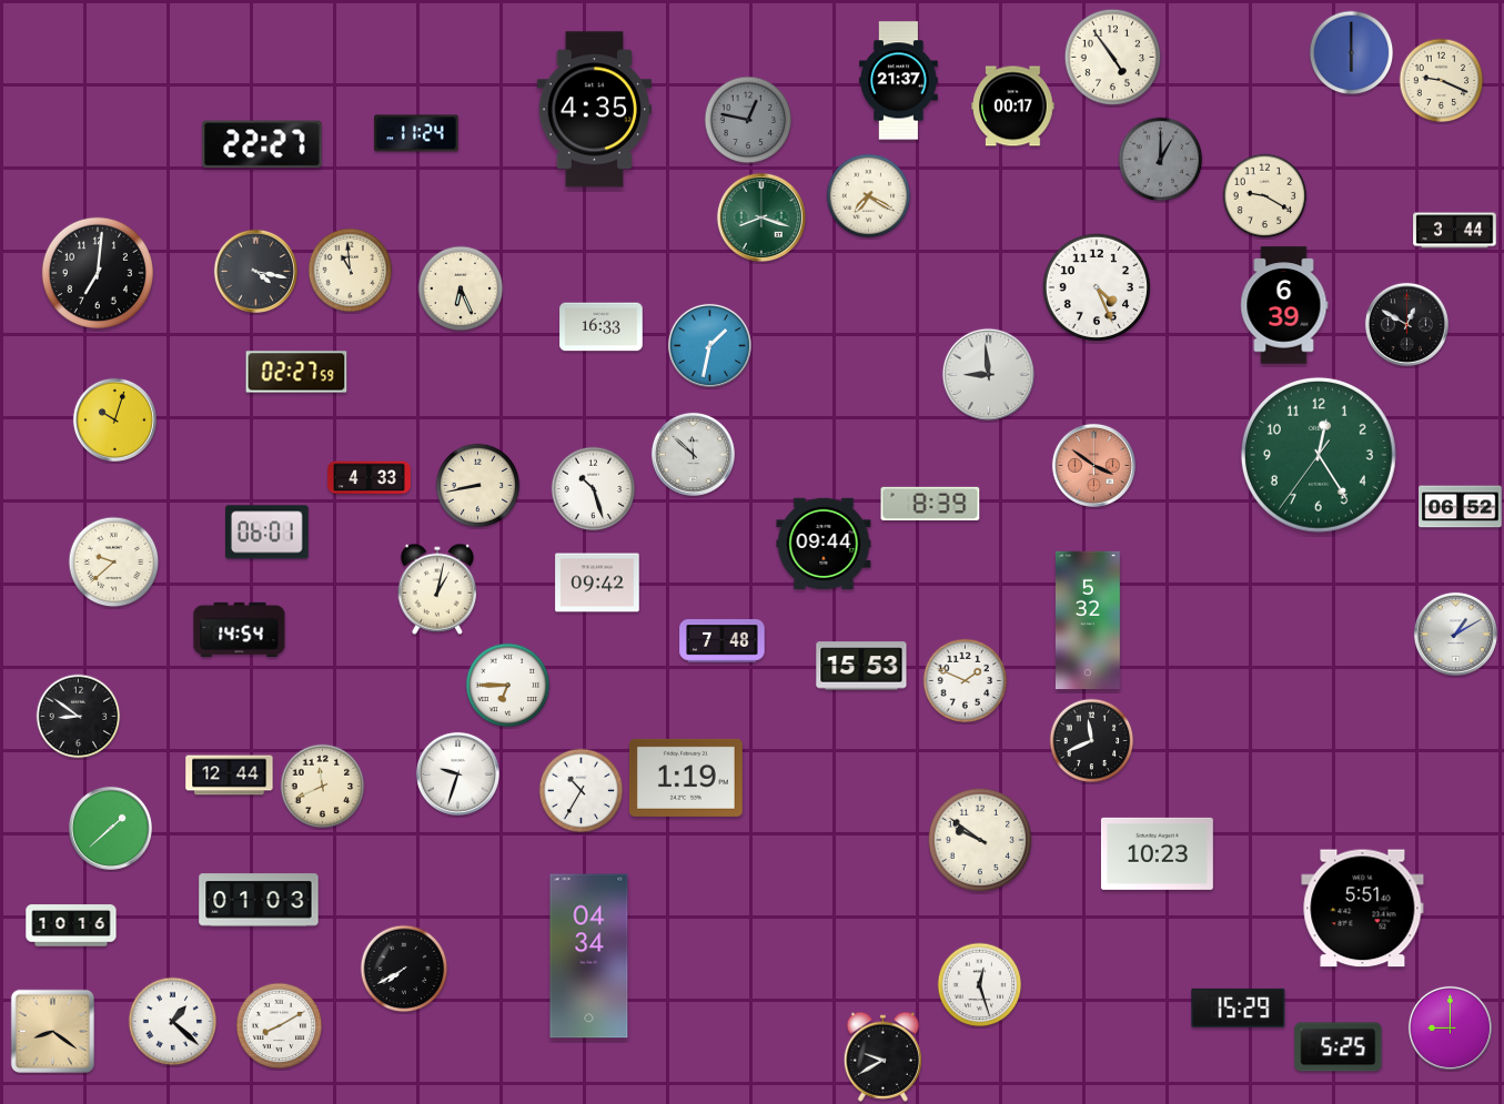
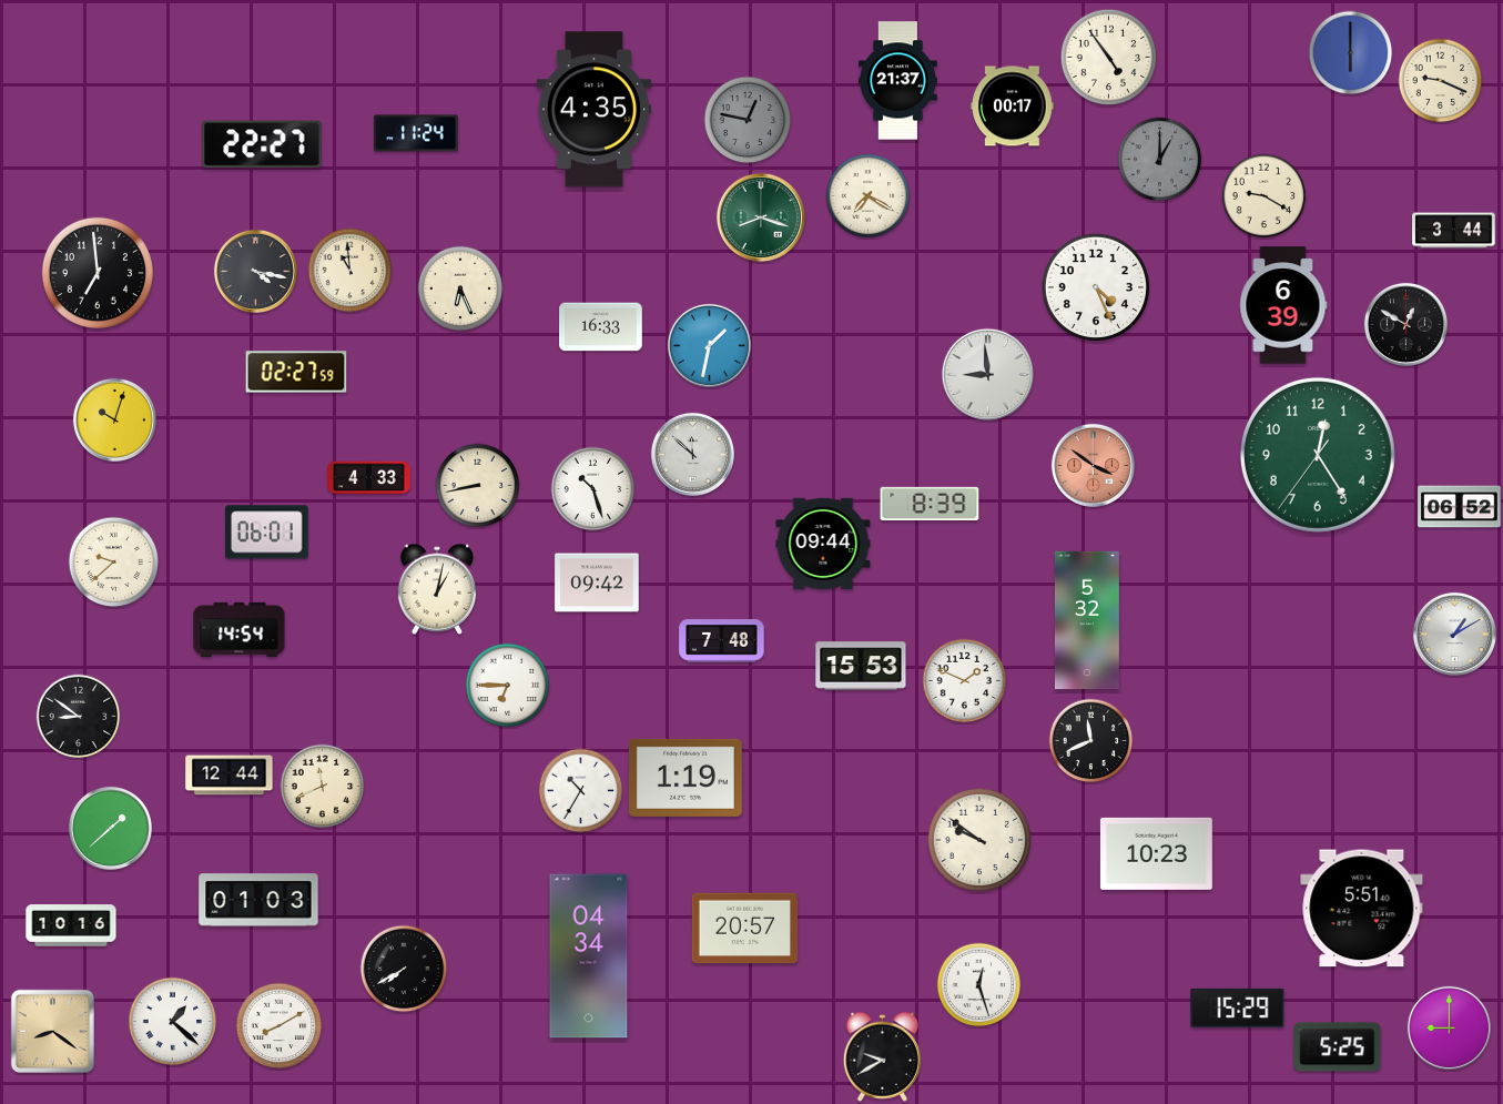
clock at (1113, 58) position: (1113, 58) -> (1109, 58)
clock at (98, 273): 7:01 -> 6:59
clock at (457, 773): 9:33 -> none
clock at (745, 929): none -> 20:57
